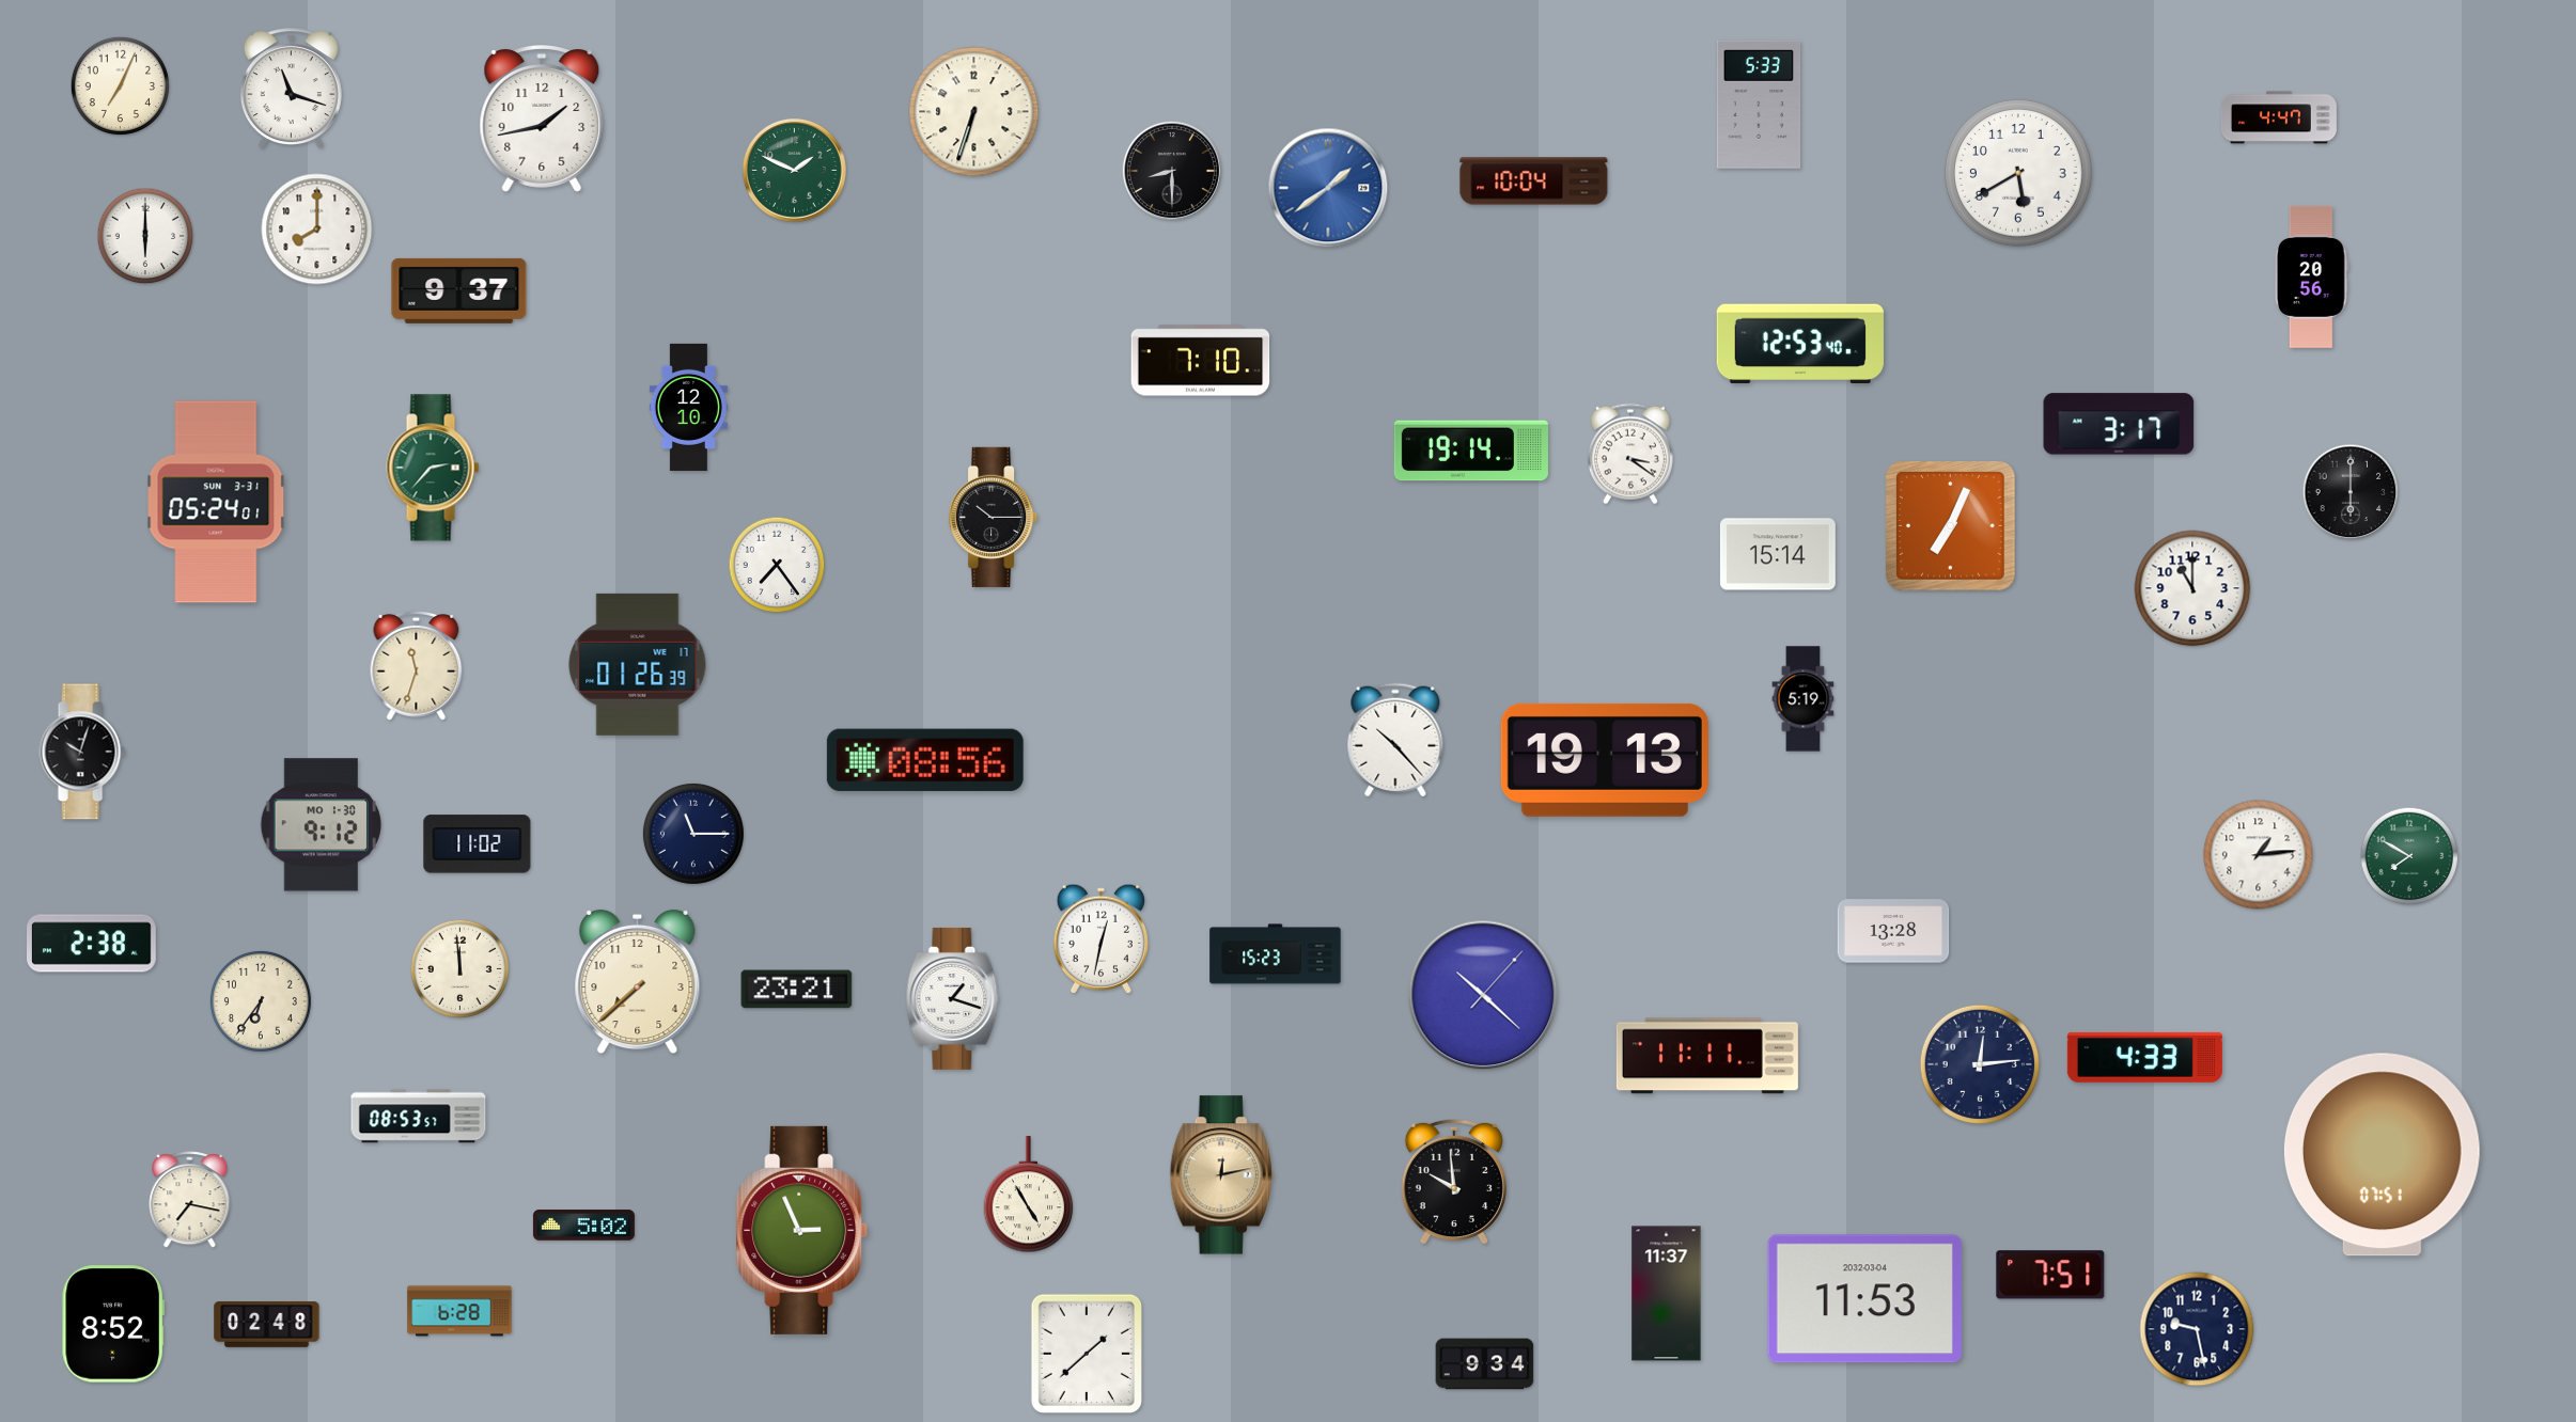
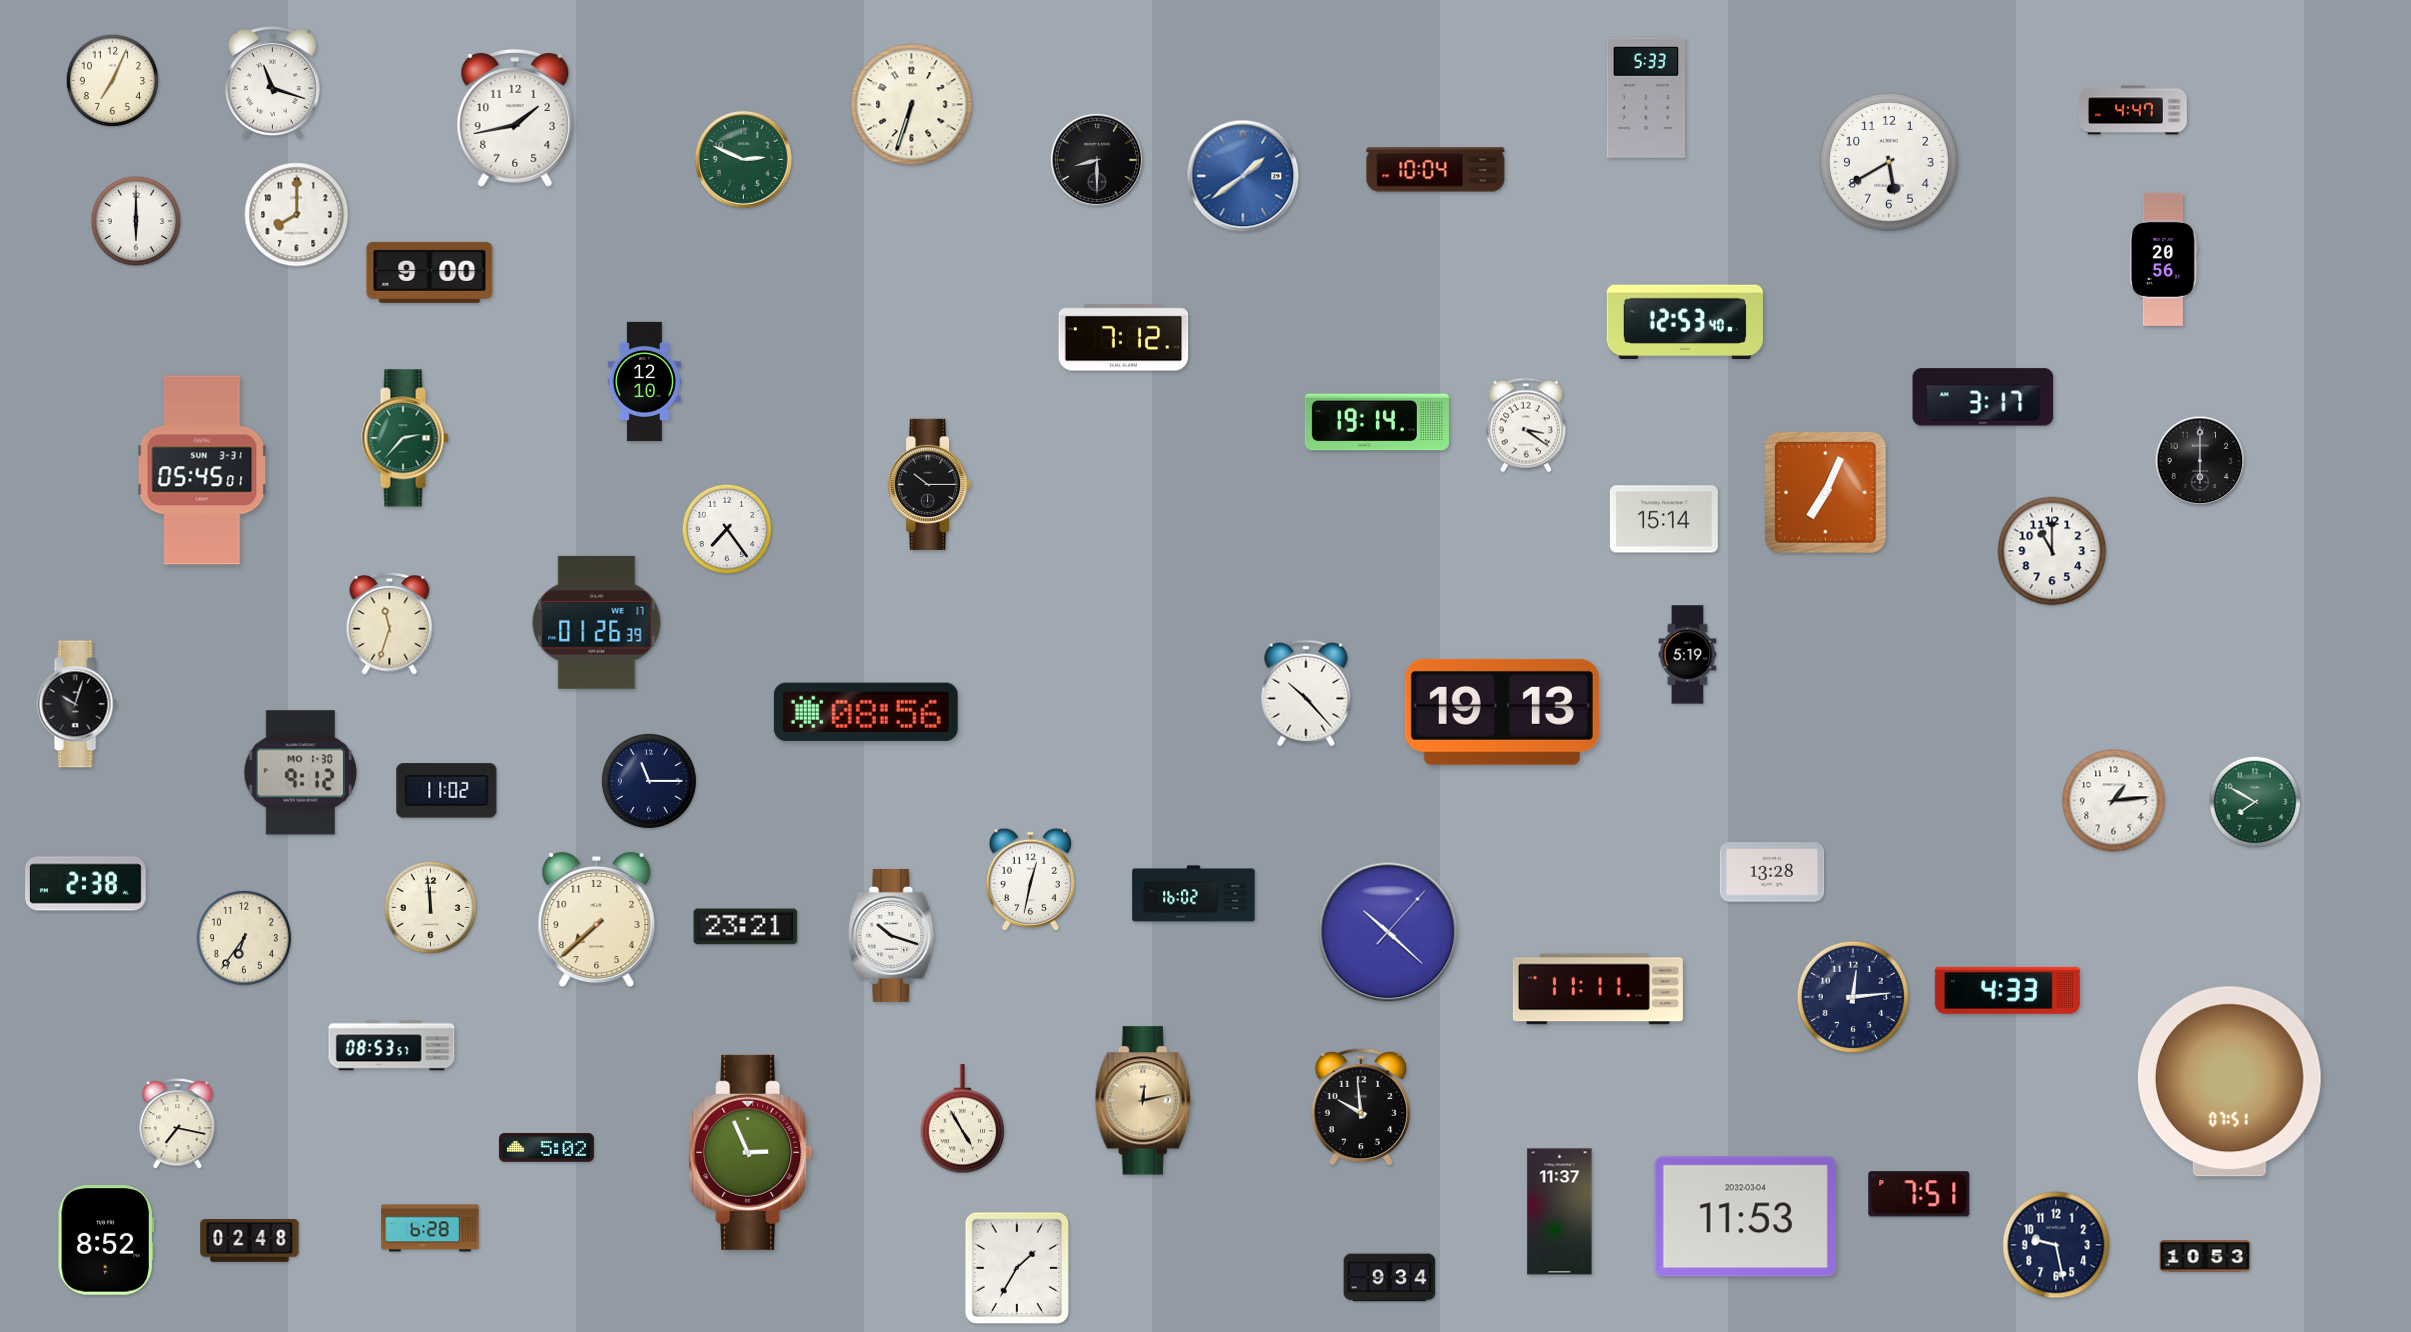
clock at (542, 118) position: (542, 118) -> (515, 118)
clock at (794, 170): 1:49 -> 2:49
clock at (459, 290): 9:37 -> 9:00
clock at (1201, 361): 7:10 -> 7:12
clock at (216, 502): 05:24 -> 05:45
clock at (1276, 954): 15:23 -> 16:02
clock at (953, 998): 1:18 -> 10:18
clock at (2205, 1256): none -> 10:53
clock at (1086, 1353): 1:38 -> 1:35
